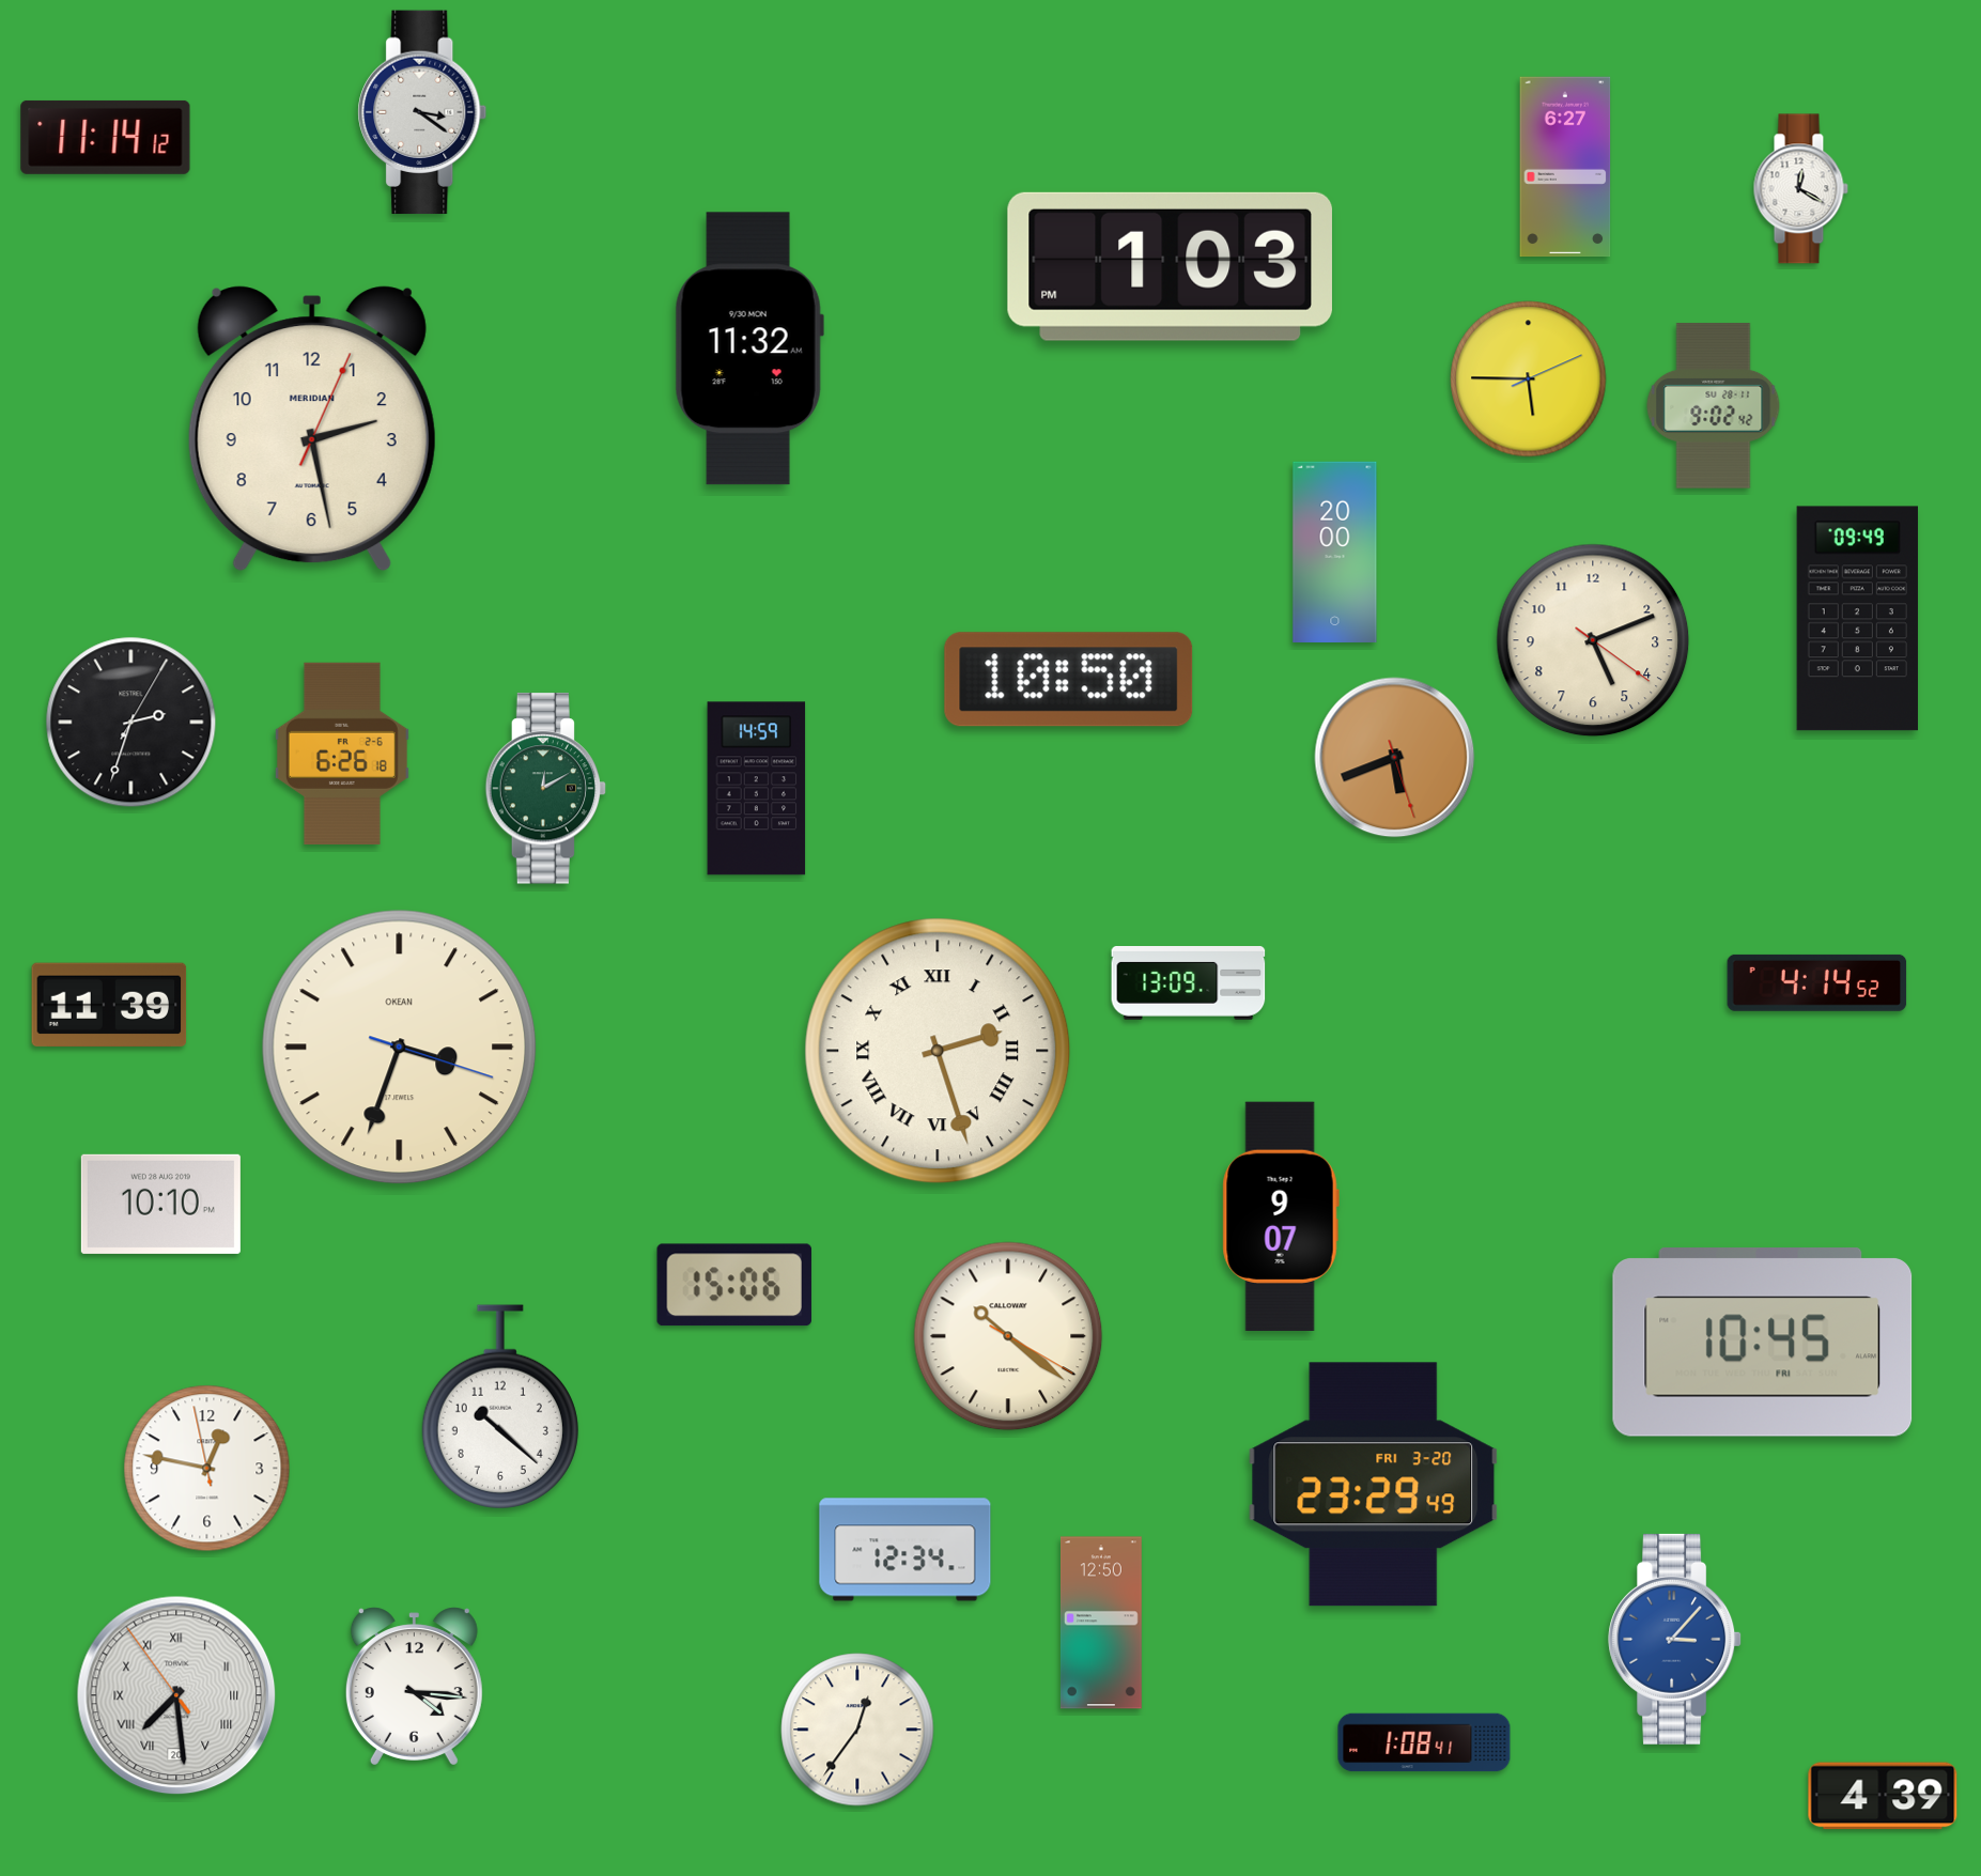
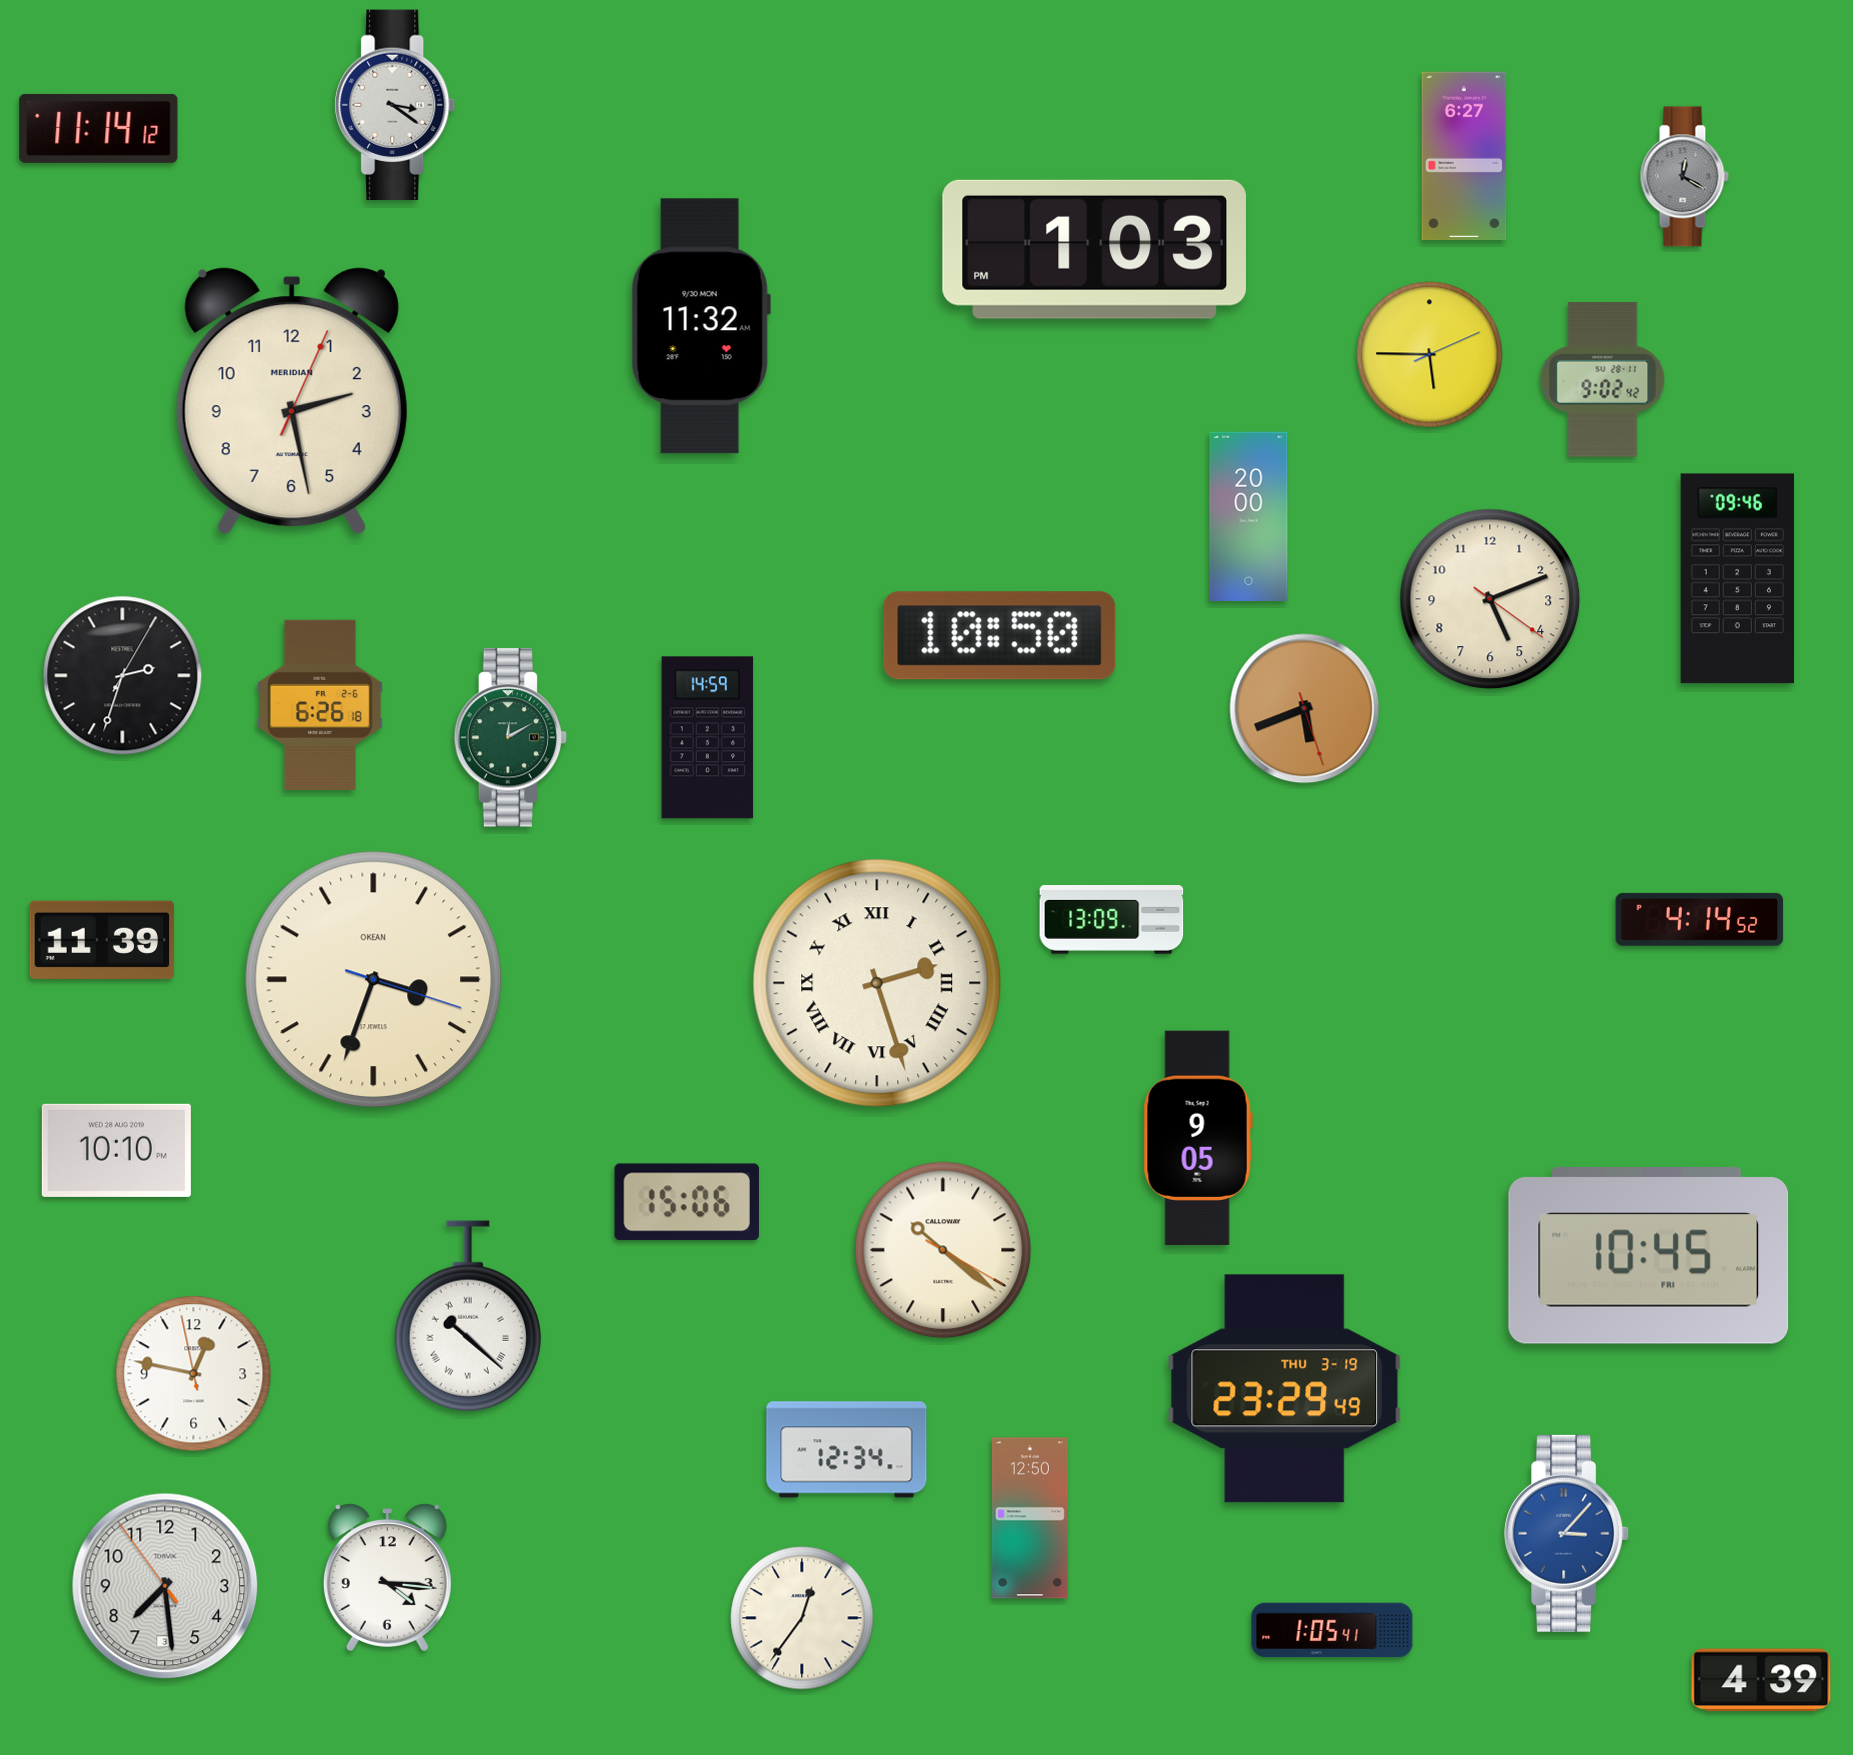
clock at (1800, 189) dial: white -> grey
clock at (1857, 619): 09:49 -> 09:46
clock at (160, 1204) position: (160, 1204) -> (116, 1150)
clock at (1281, 1215): 9:07 -> 9:05
clock at (500, 1407) numerals: Arabic -> Roman
clock at (1374, 1485) date: FRI 3-20 -> THU 3-19
clock at (176, 1695) date: 20 -> 3
clock at (176, 1695) numerals: Roman -> Arabic
clock at (1424, 1742): 1:08 -> 1:05
